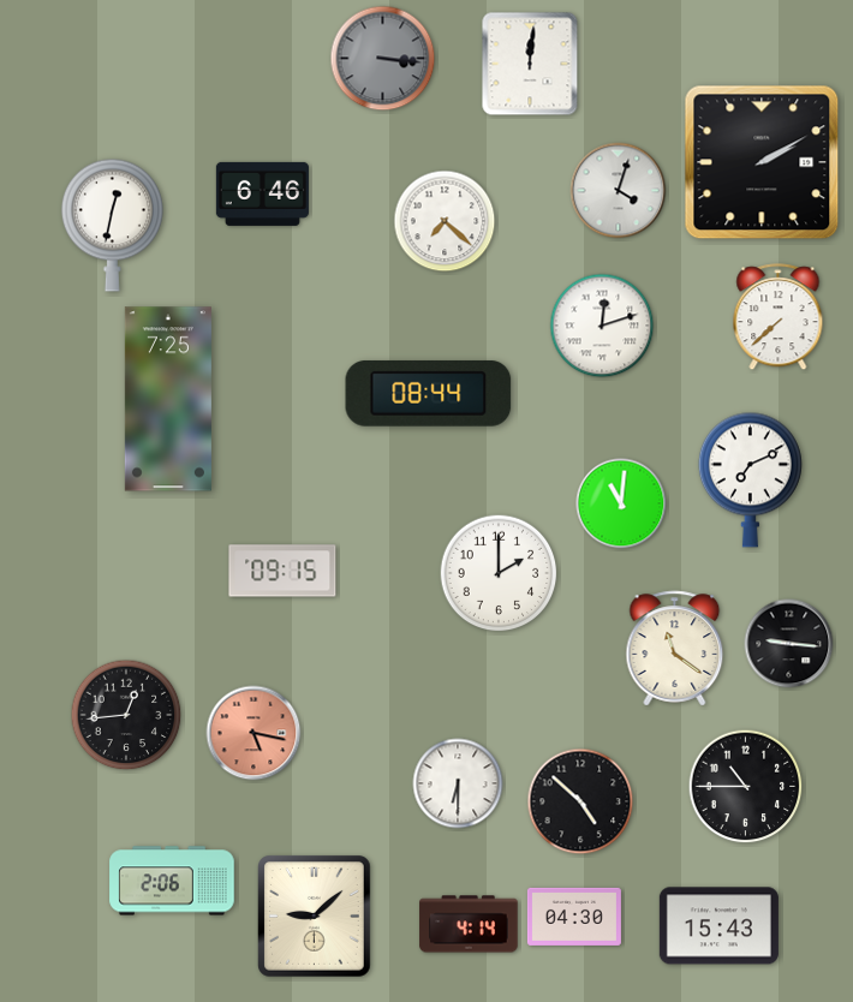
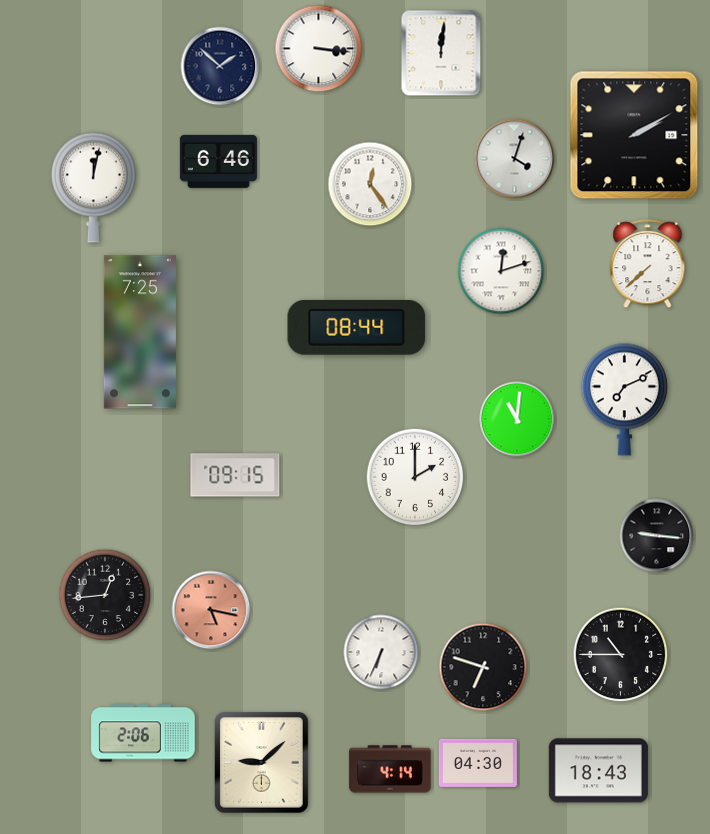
clock at (383, 59) dial: grey -> white
clock at (220, 66): none -> 1:52
clock at (445, 221): 7:22 -> 12:24
clock at (112, 225): 12:32 -> 12:02
clock at (675, 649): 11:21 -> none
clock at (458, 783): 6:30 -> 6:34
clock at (580, 801): 4:52 -> 6:48
clock at (718, 926): 15:43 -> 18:43
